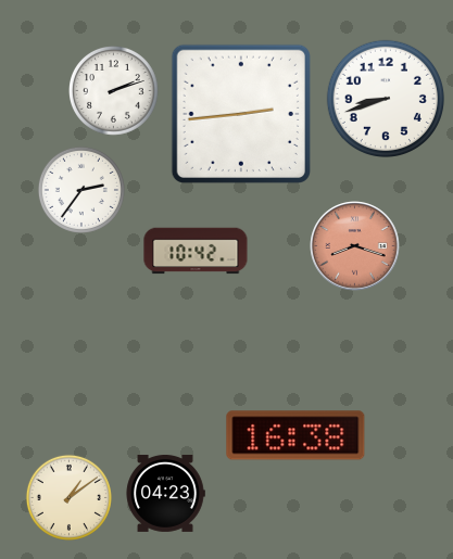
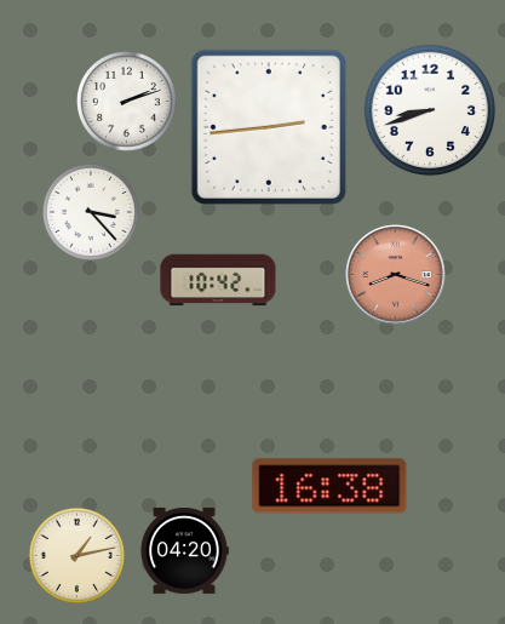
clock at (81, 190): 2:36 -> 3:23
clock at (165, 493): 04:23 -> 04:20
clock at (68, 497): 1:09 -> 1:13
